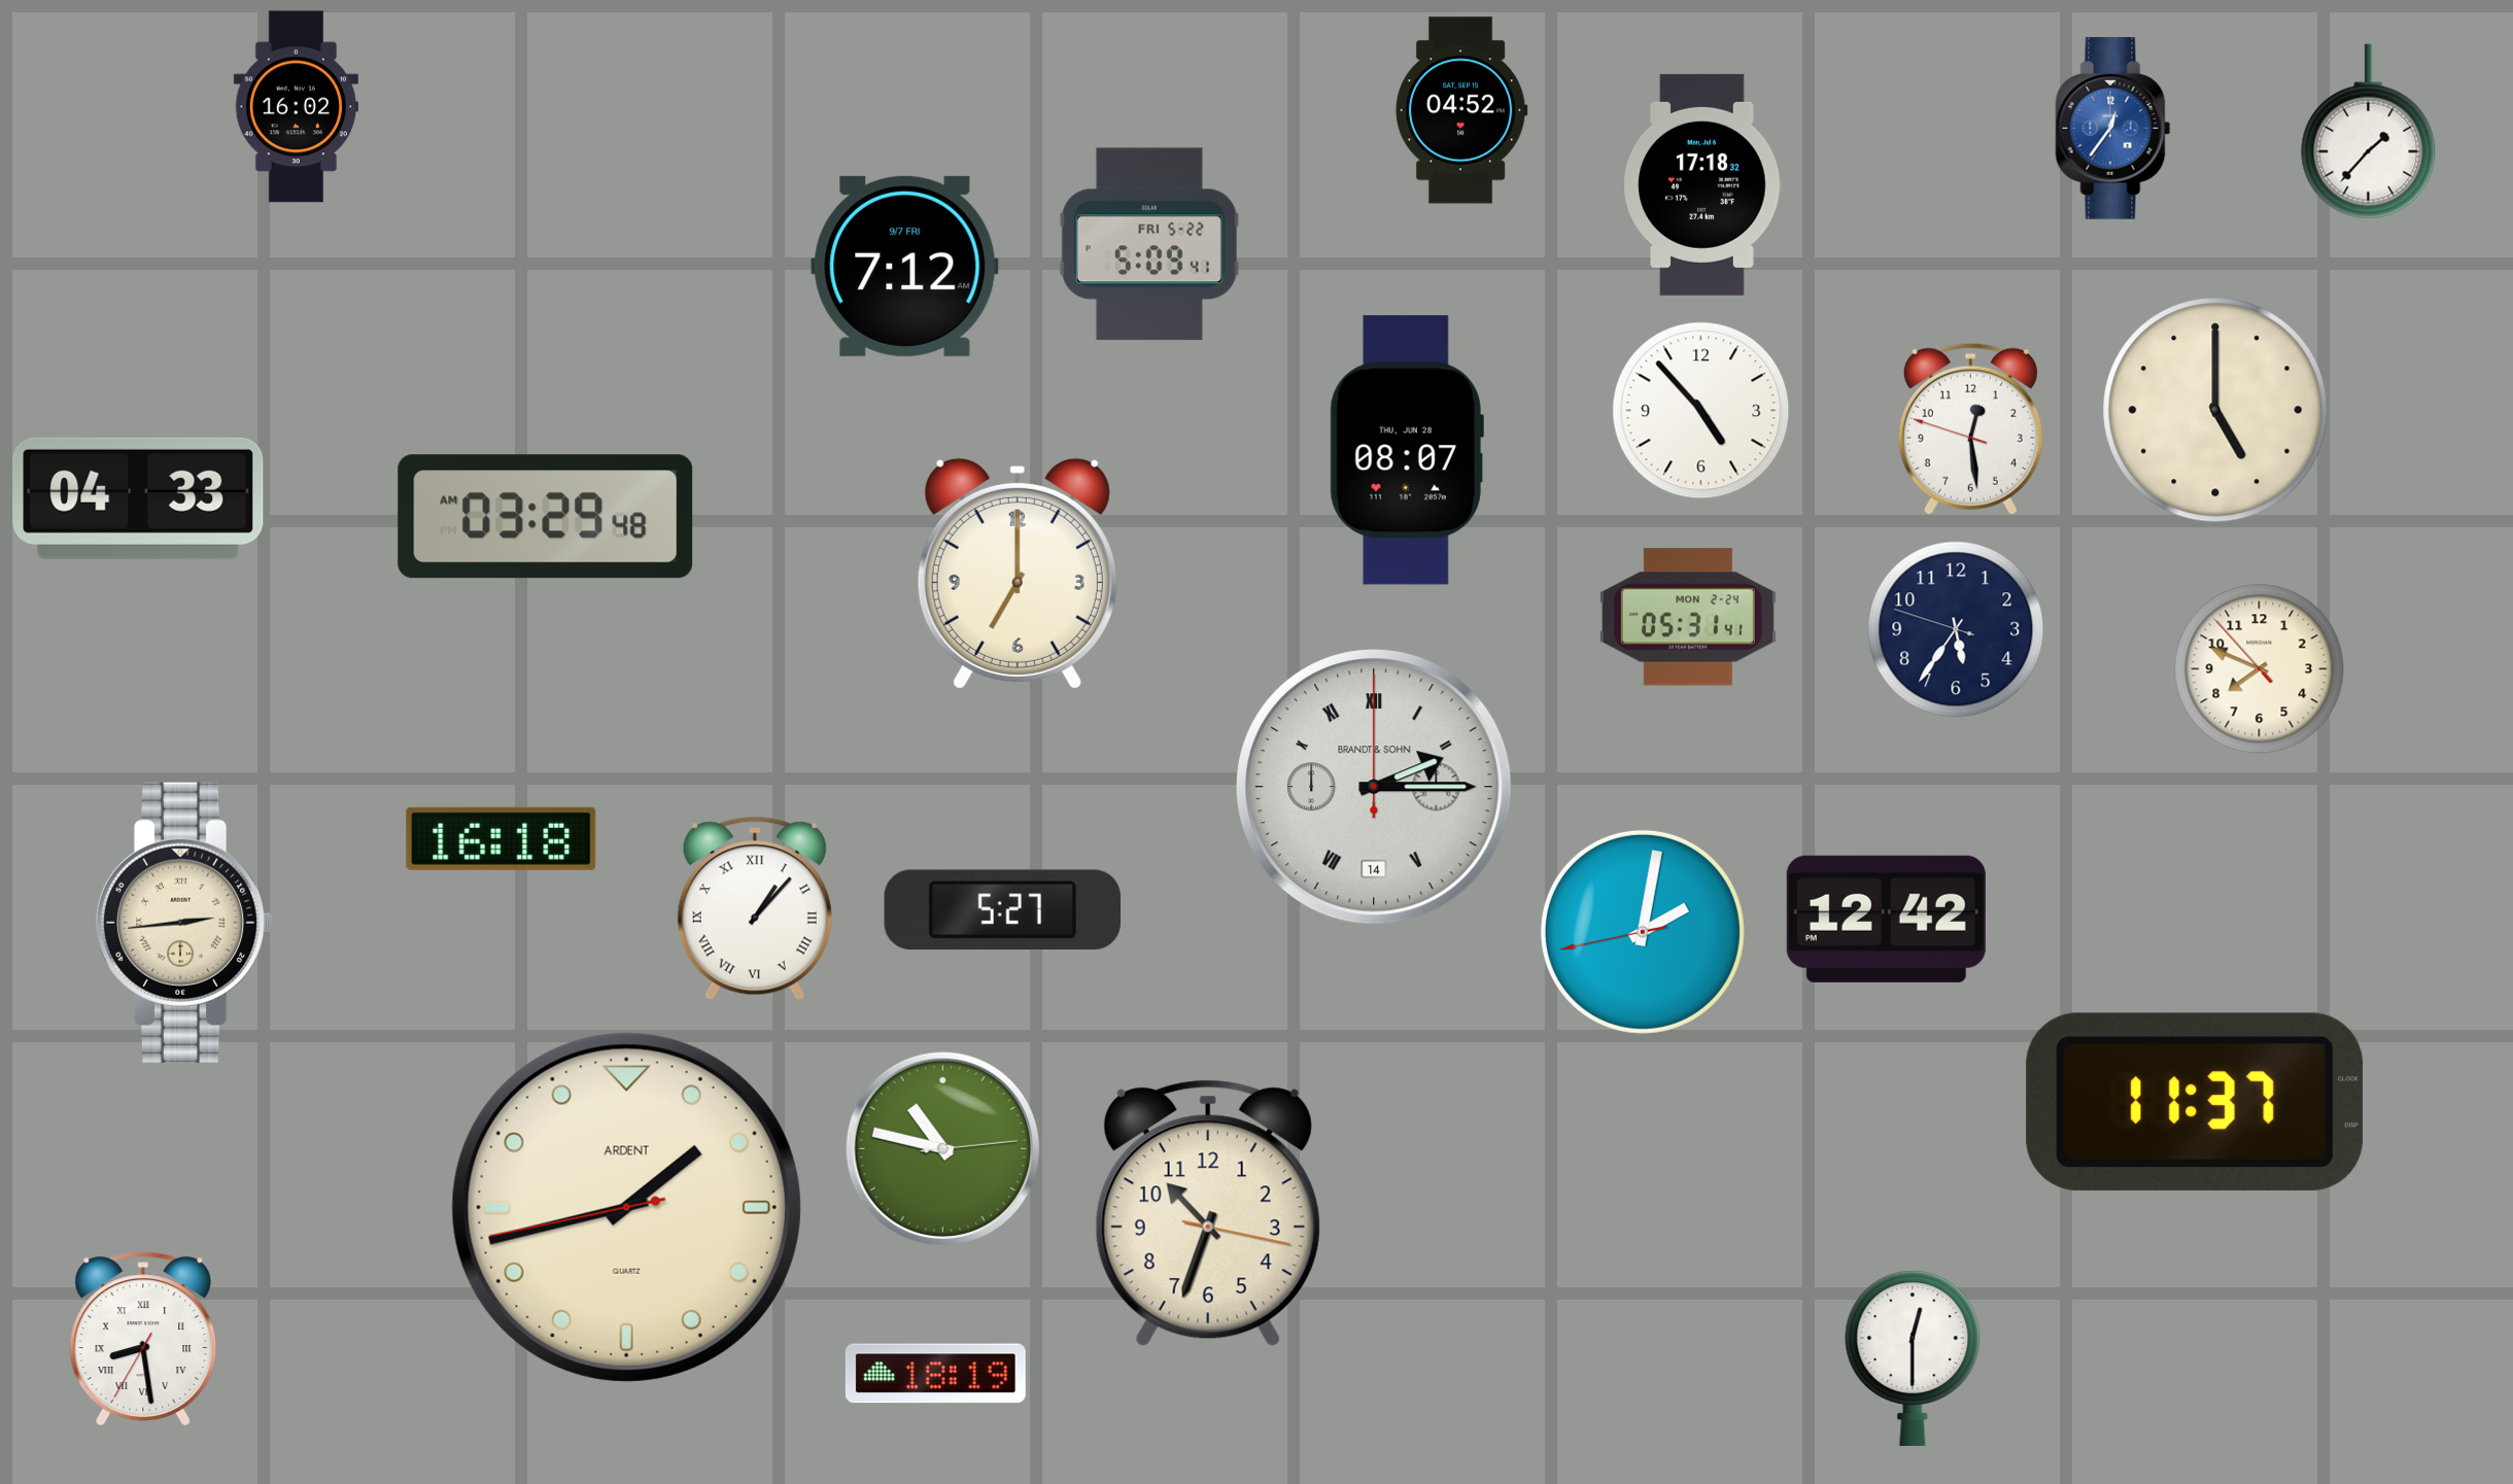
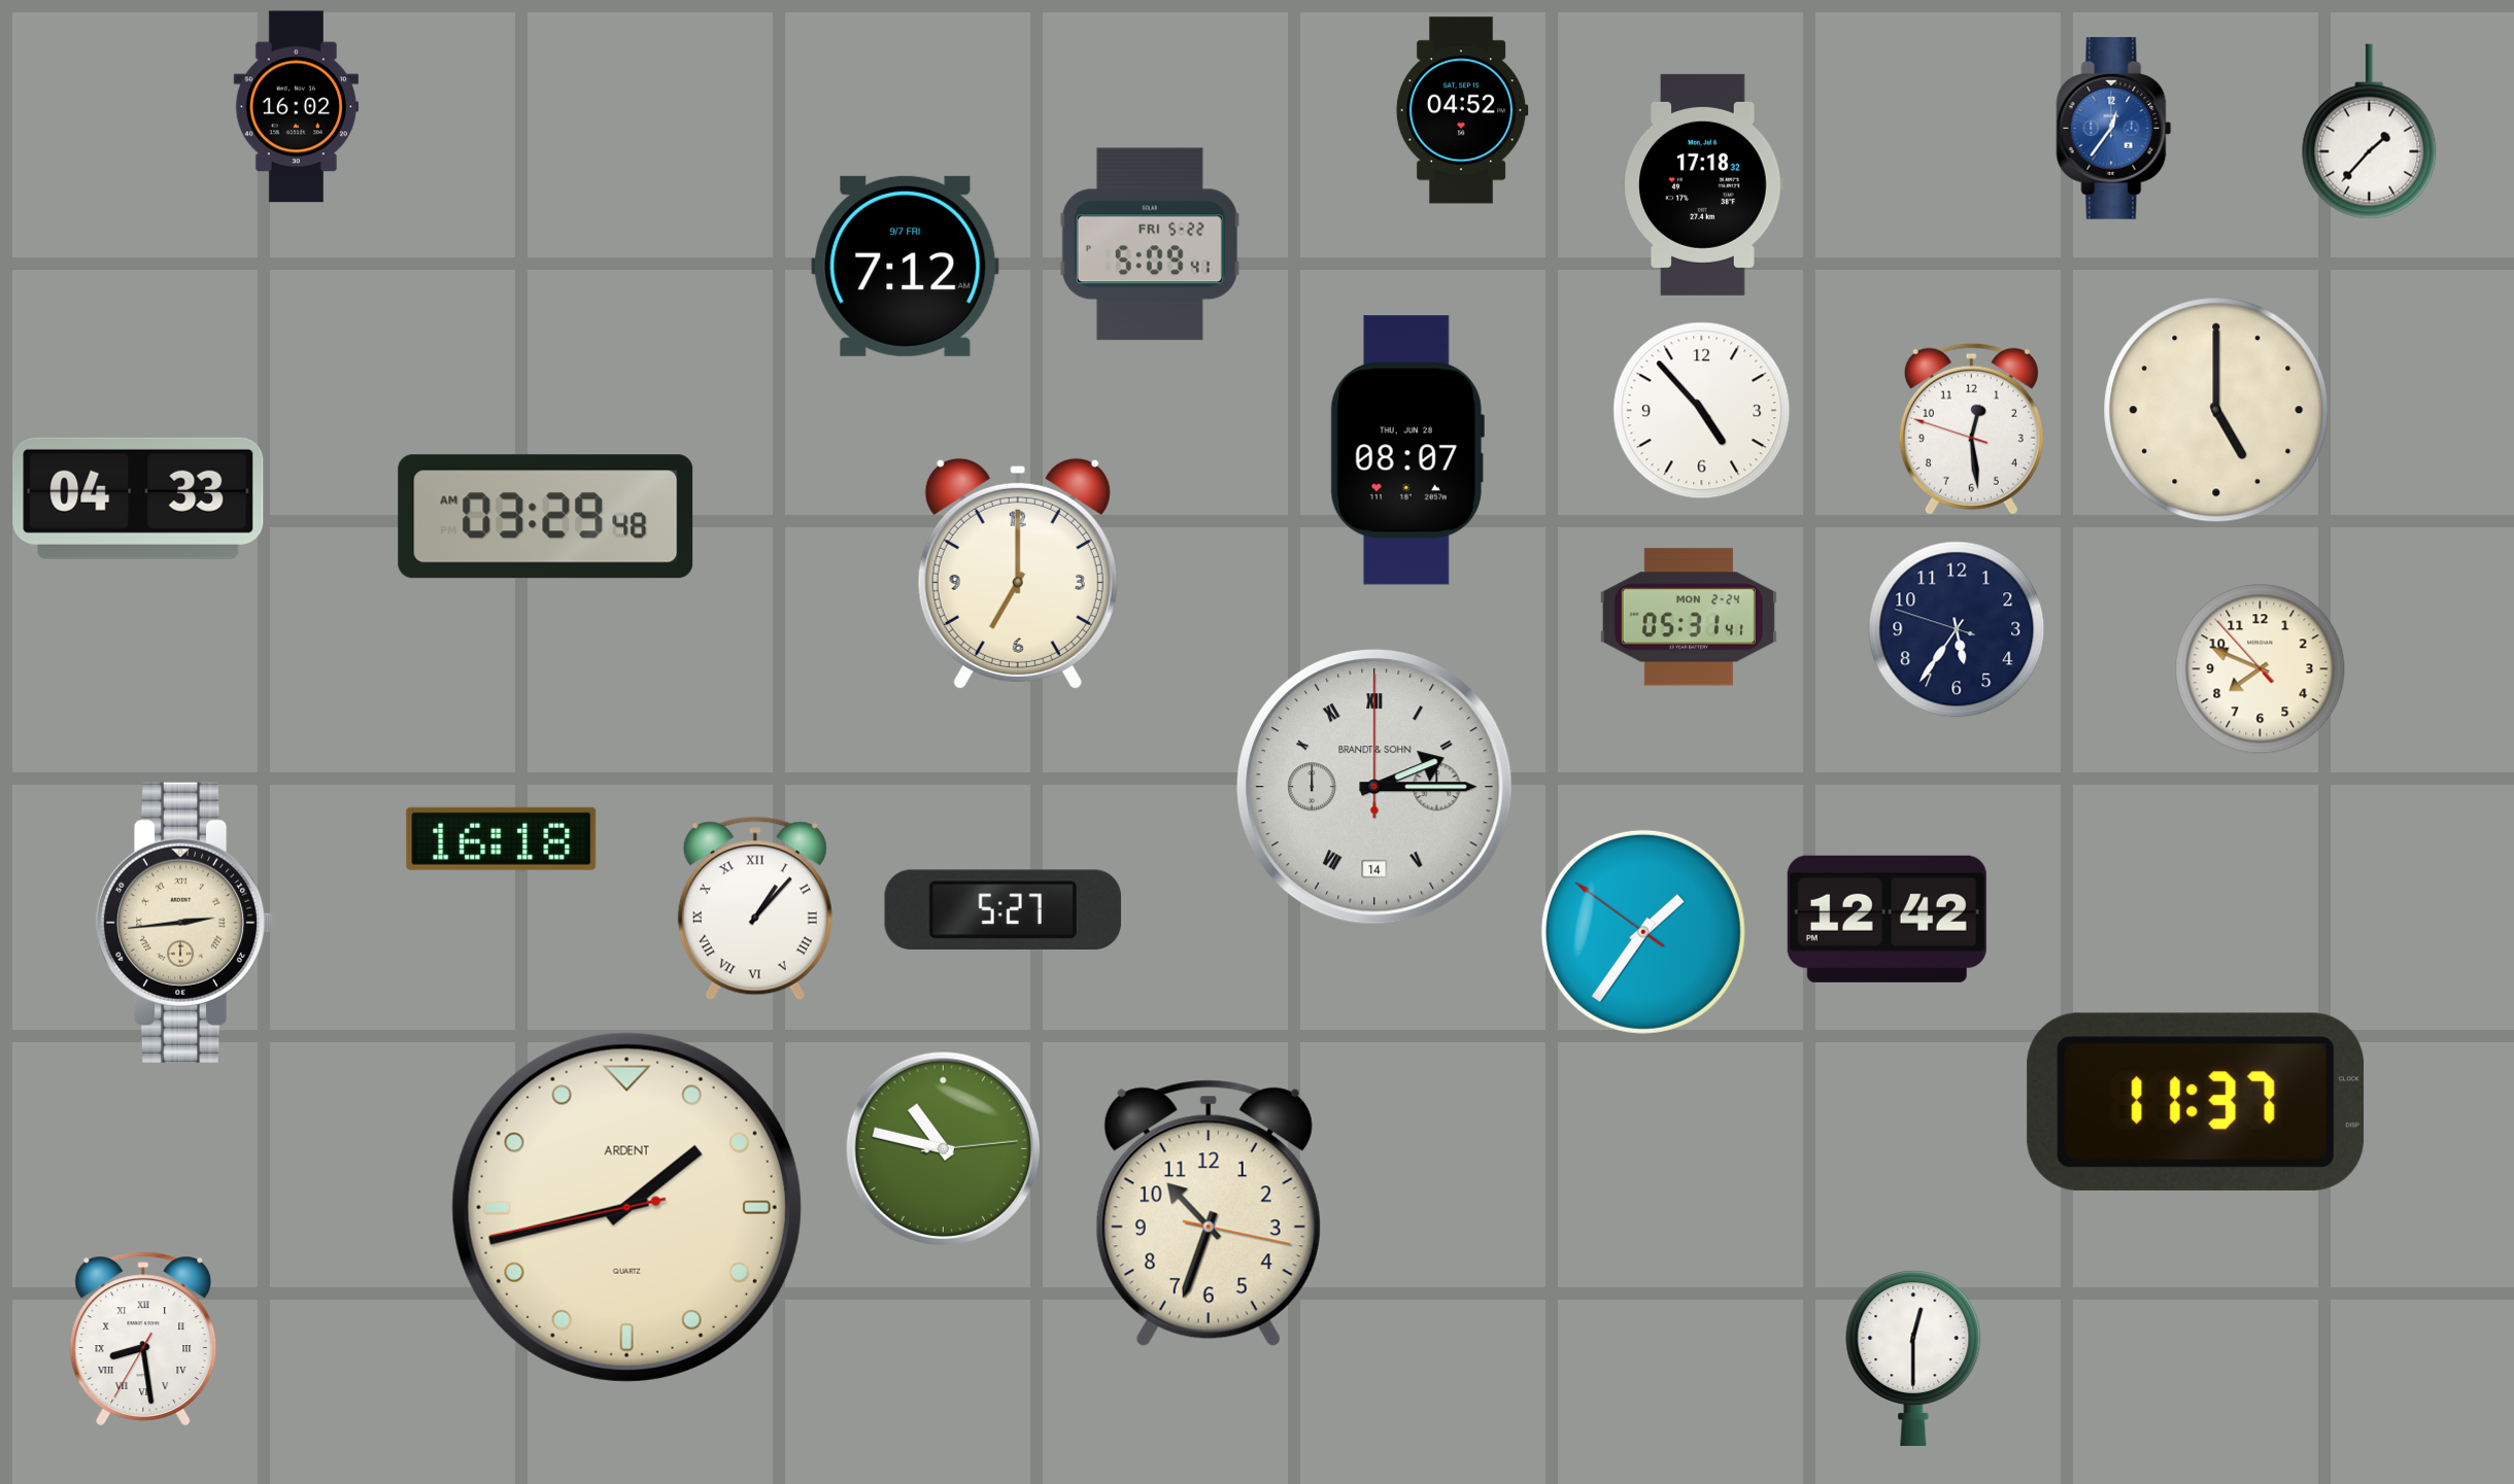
clock at (1643, 932): 2:01 -> 1:35
clock at (935, 1374): 18:19 -> none
